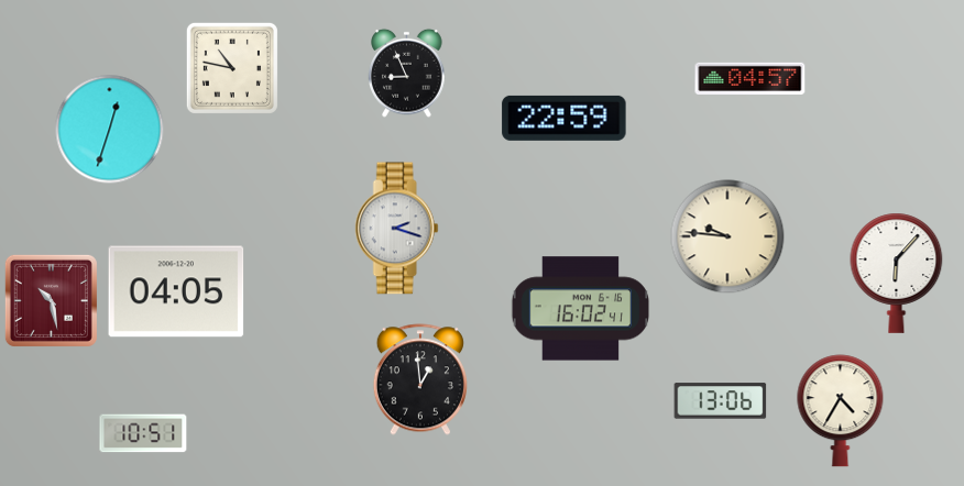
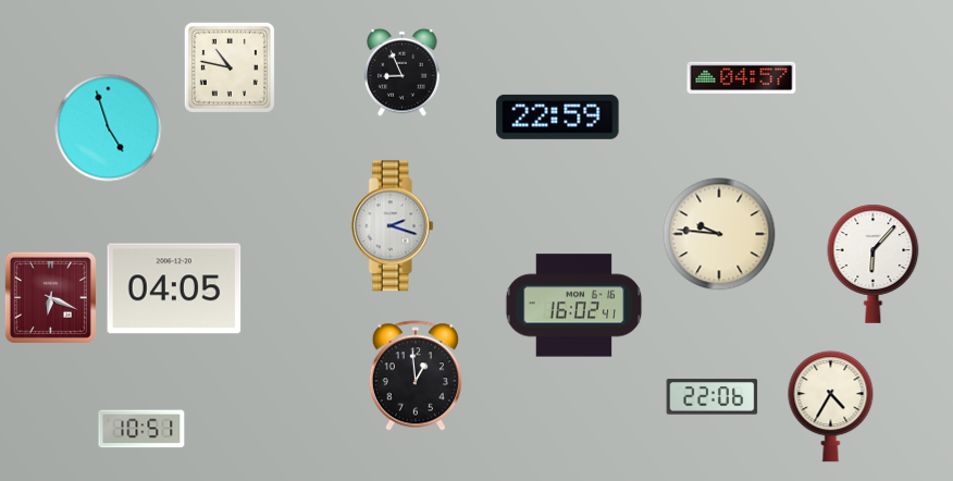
clock at (110, 130): 12:33 -> 4:57
clock at (897, 273) position: (897, 273) -> (874, 263)
clock at (51, 300): 10:28 -> 6:19
clock at (721, 401): 13:06 -> 22:06
